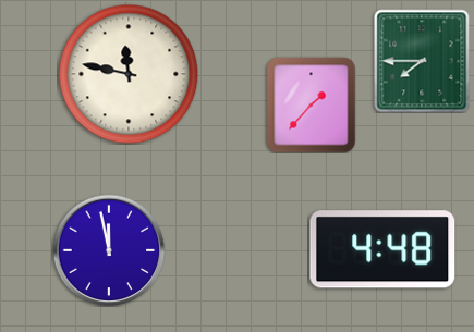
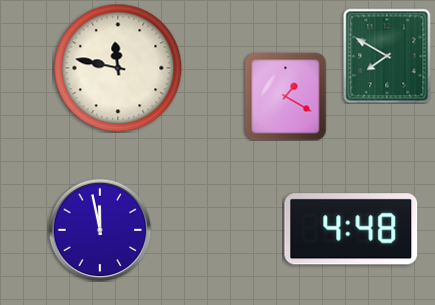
clock at (422, 61): 7:45 -> 7:50
clock at (312, 104): 1:37 -> 1:20
